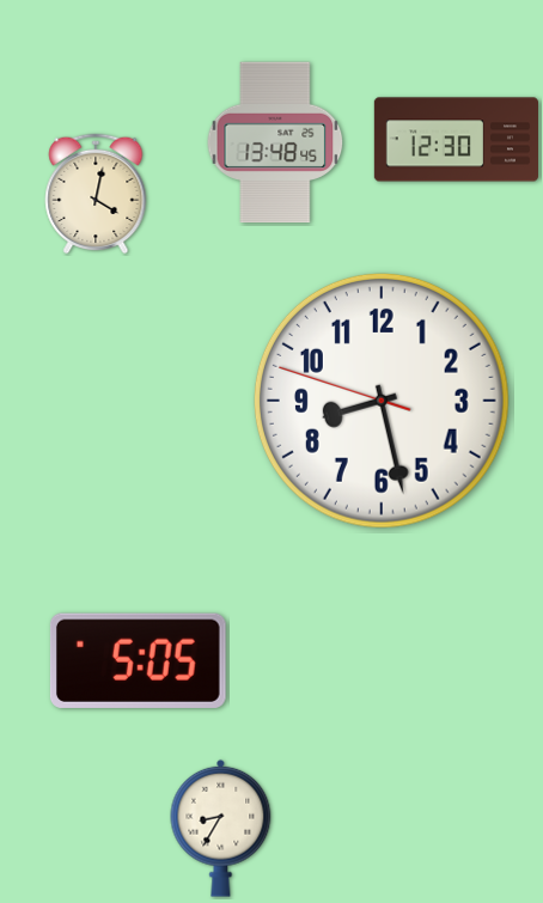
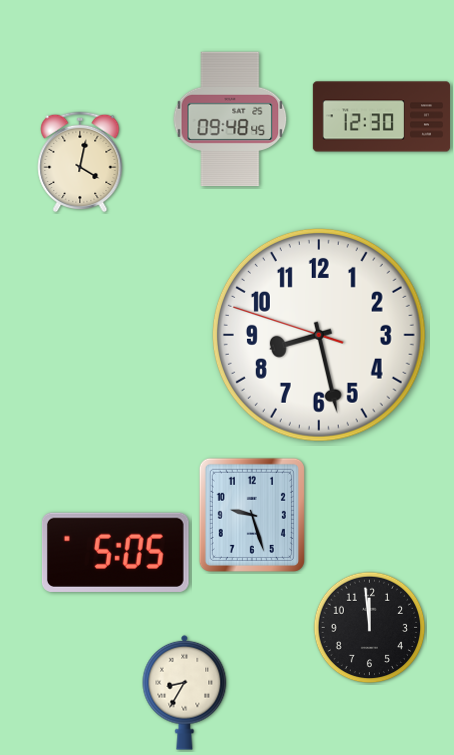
clock at (275, 142): 13:48 -> 09:48
clock at (252, 515): none -> 9:27
clock at (370, 628): none -> 11:59
